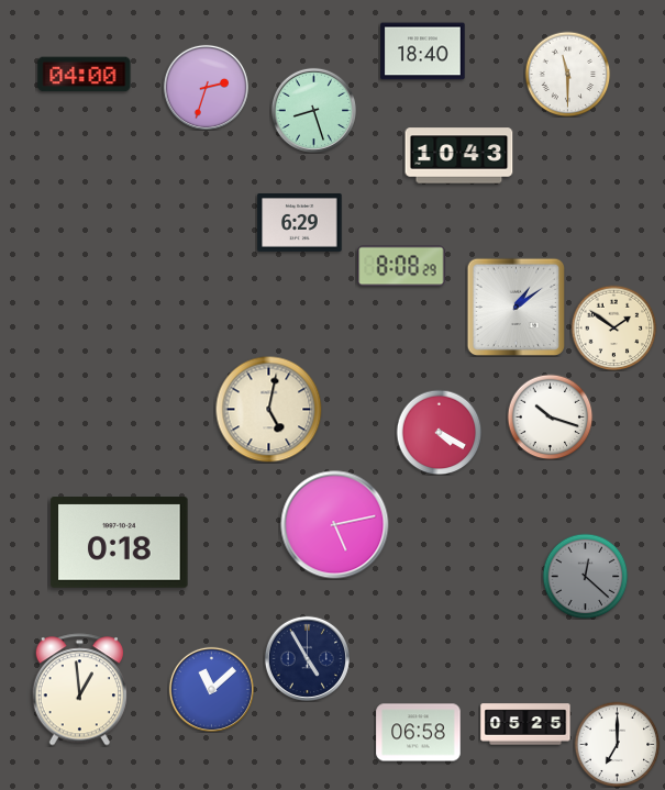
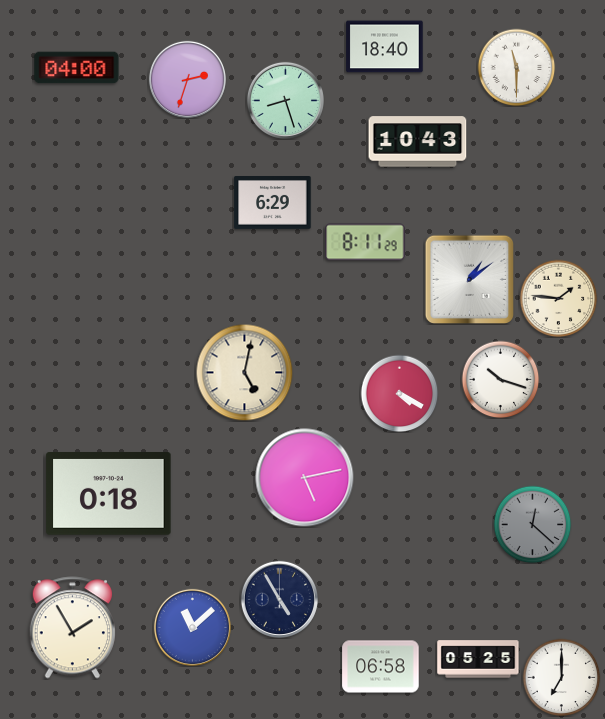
clock at (401, 266): 8:08 -> 8:11
clock at (613, 327): 1:51 -> 1:46
clock at (79, 690): 12:59 -> 1:55
